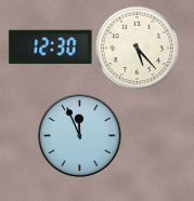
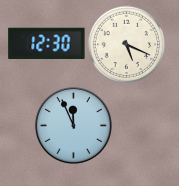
clock at (137, 48): 5:23 -> 5:19
